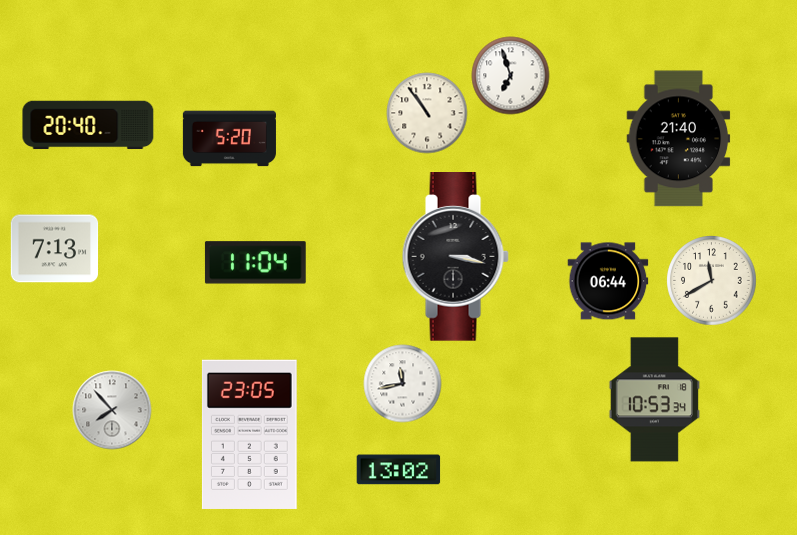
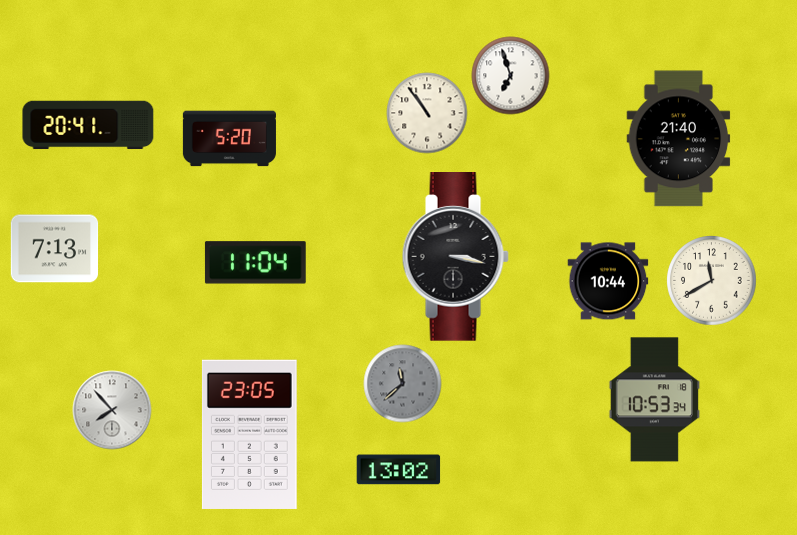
clock at (88, 125): 20:40 -> 20:41
clock at (608, 281): 06:44 -> 10:44
clock at (402, 383): 11:43 -> 11:38
clock at (402, 383) dial: white -> grey
